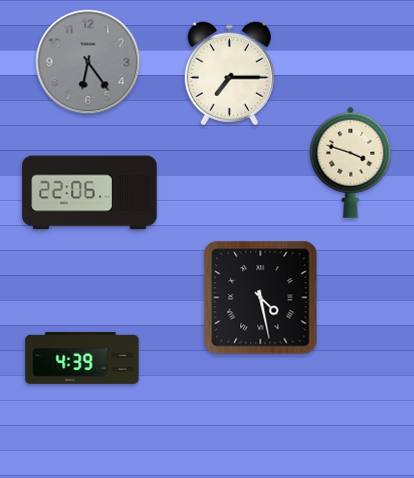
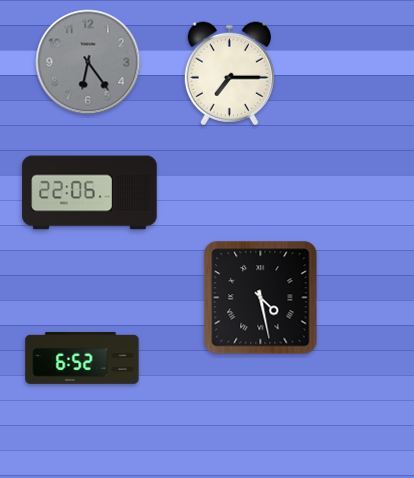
clock at (351, 162): 3:48 -> none
clock at (82, 358): 4:39 -> 6:52
